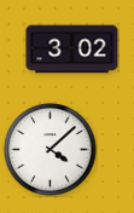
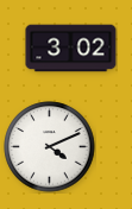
clock at (51, 150): 4:08 -> 4:11
